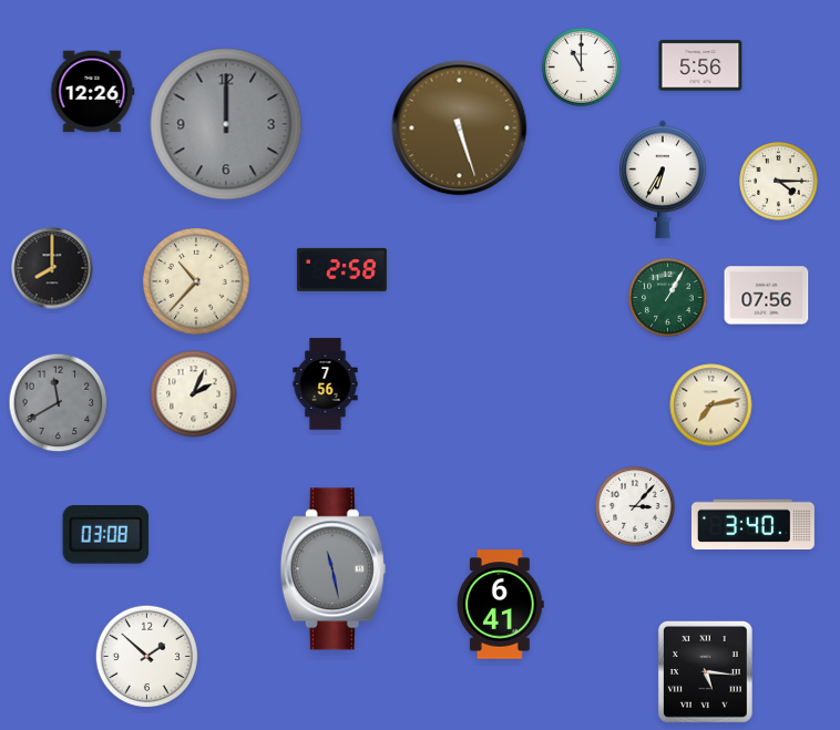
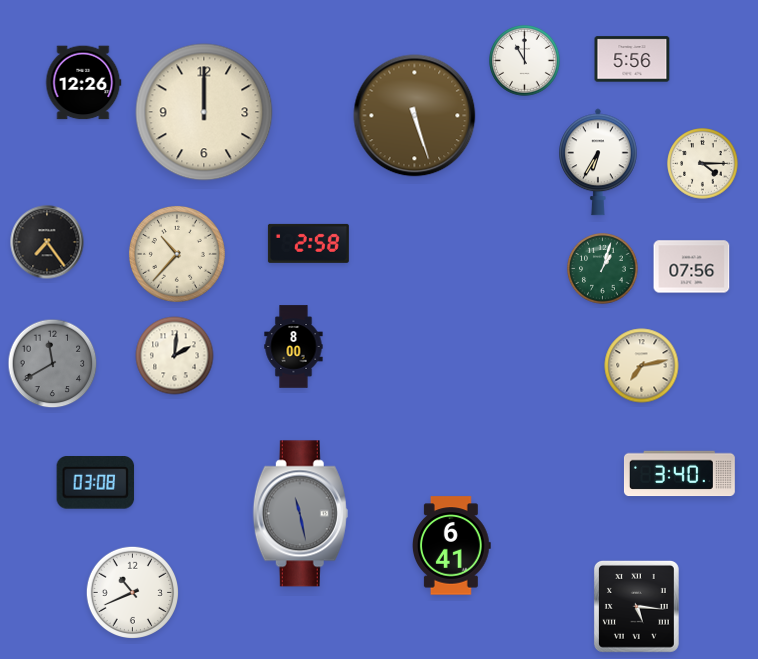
clock at (226, 124) dial: grey -> cream
clock at (52, 268): 8:00 -> 7:24
clock at (668, 298): 1:05 -> 1:03
clock at (326, 384): 7:56 -> 8:00
clock at (194, 394): 2:04 -> 2:01
clock at (635, 506): 3:07 -> none
clock at (146, 656): 1:52 -> 10:41
